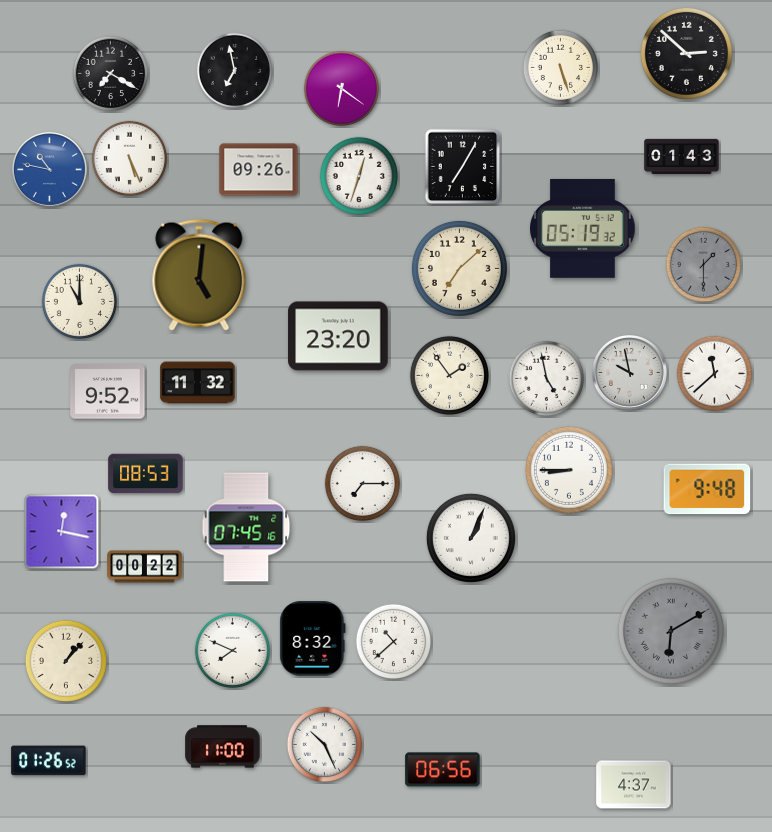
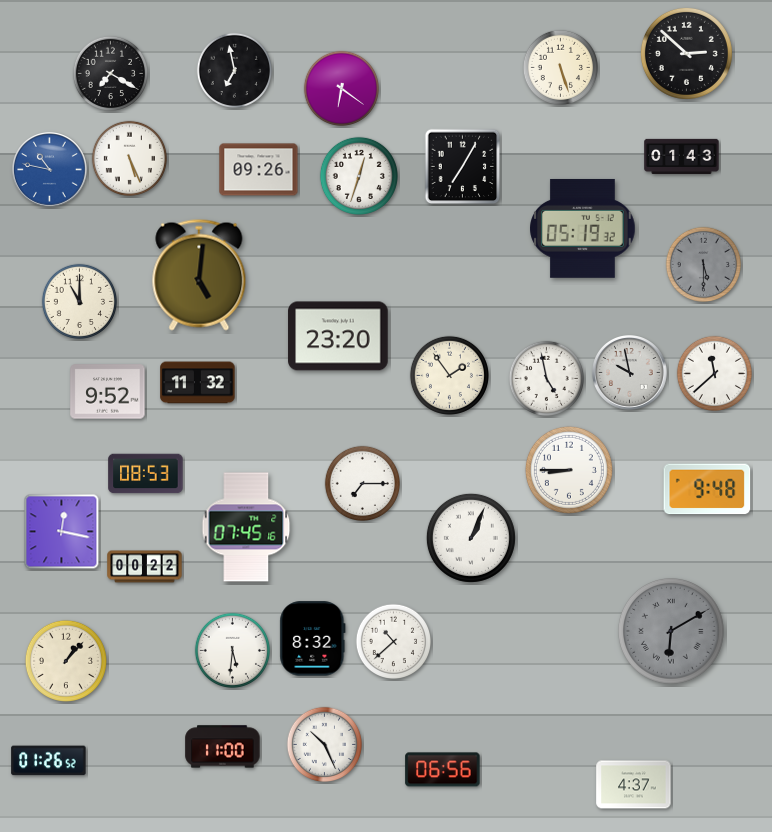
clock at (703, 264): 1:30 -> 5:30
clock at (459, 268): 7:08 -> none
clock at (232, 650): 7:49 -> 5:31
